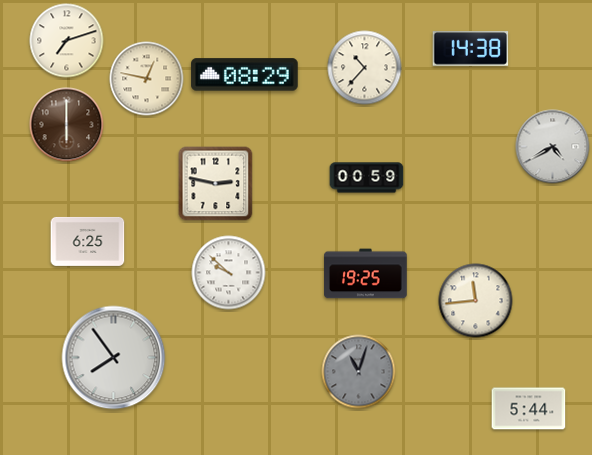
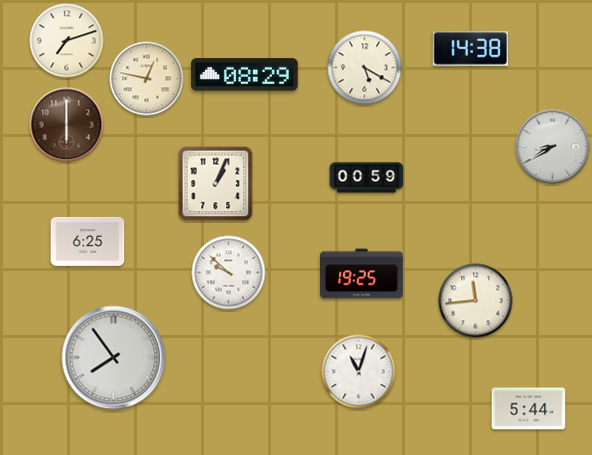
clock at (365, 68): 10:37 -> 5:20
clock at (553, 147): 4:40 -> 8:40
clock at (216, 184): 2:47 -> 1:04
clock at (366, 274) position: (366, 274) -> (362, 274)
clock at (359, 372) dial: grey -> white
